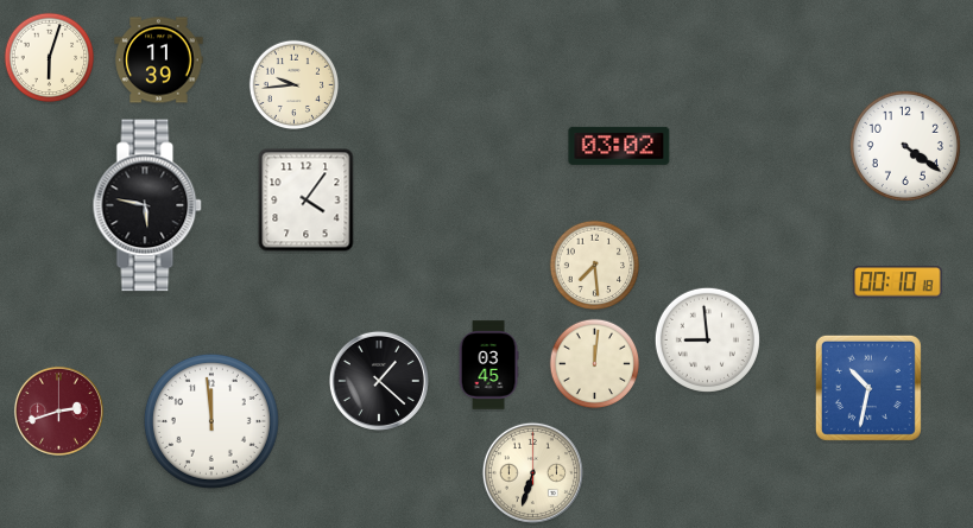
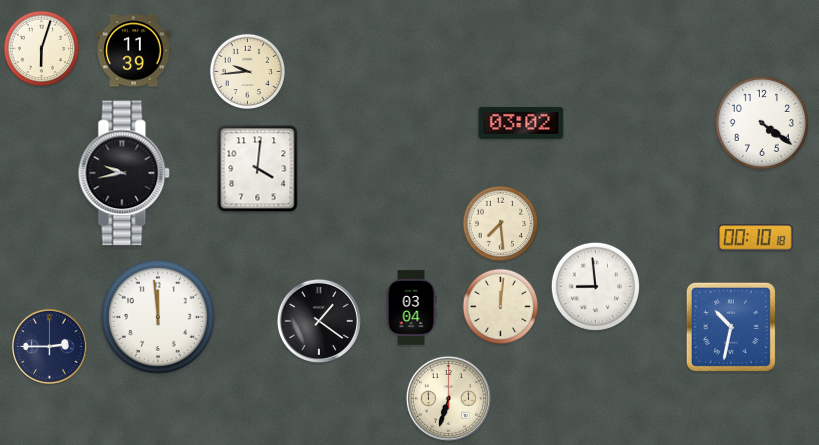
clock at (307, 201): 4:06 -> 4:01
clock at (147, 205): 5:47 -> 9:43
clock at (488, 365): 03:45 -> 03:04
clock at (379, 381): 1:22 -> 1:21
clock at (58, 411): 2:42 -> 2:45
clock at (58, 411) dial: burgundy -> navy
clock at (211, 421) position: (211, 421) -> (158, 317)
